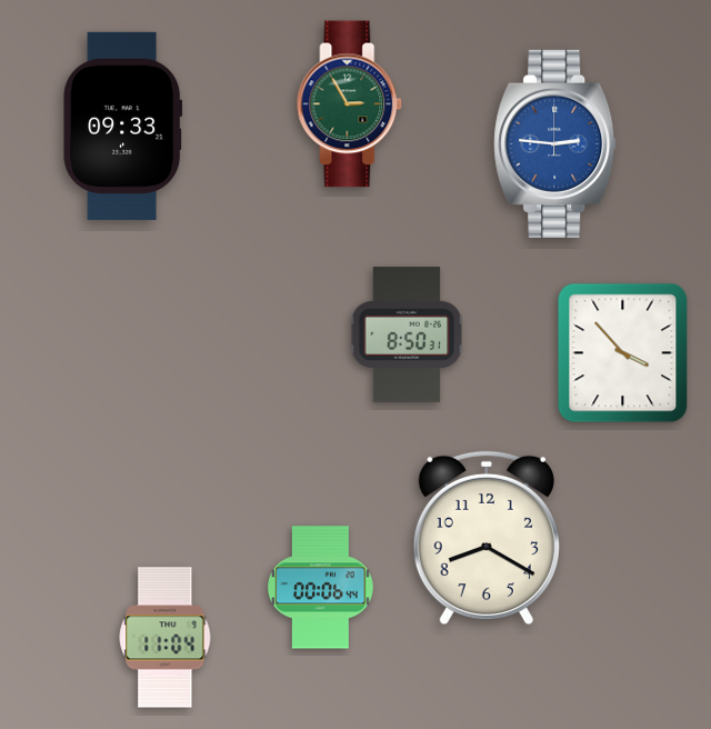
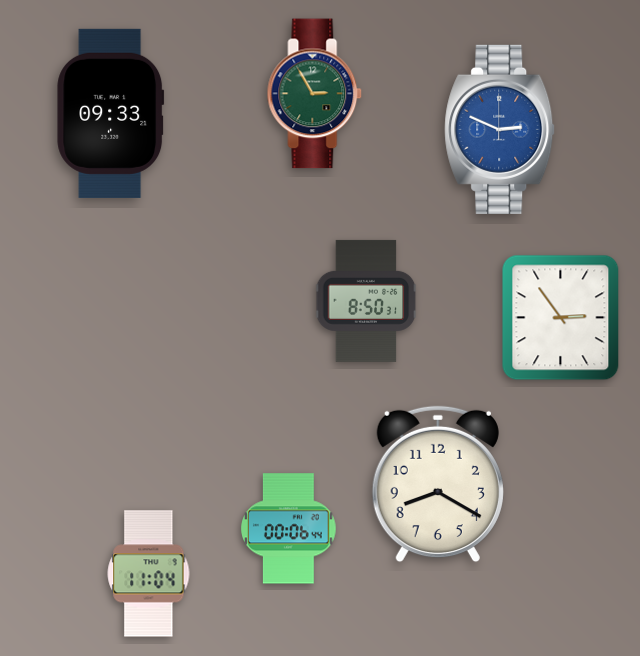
clock at (555, 143): 2:46 -> 2:49
clock at (623, 353): 3:53 -> 2:54
